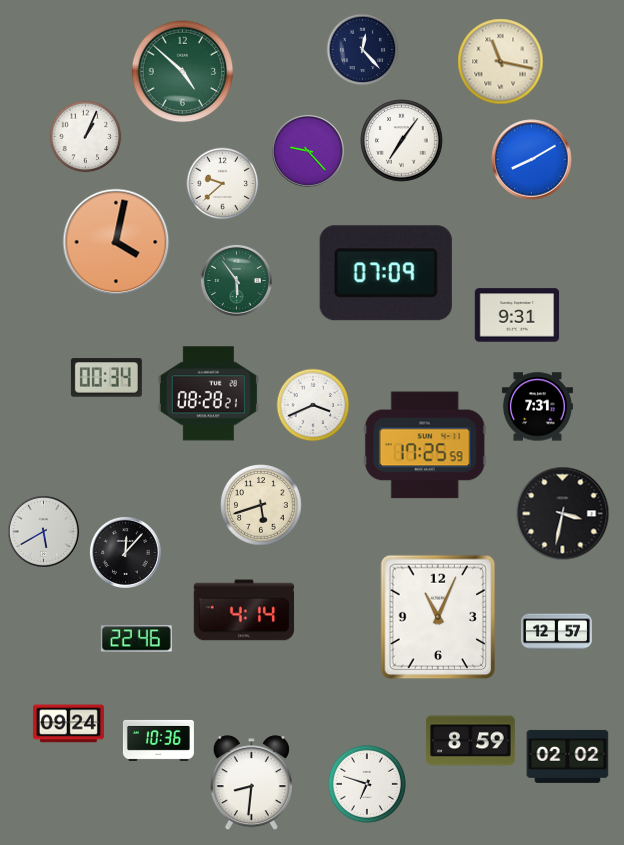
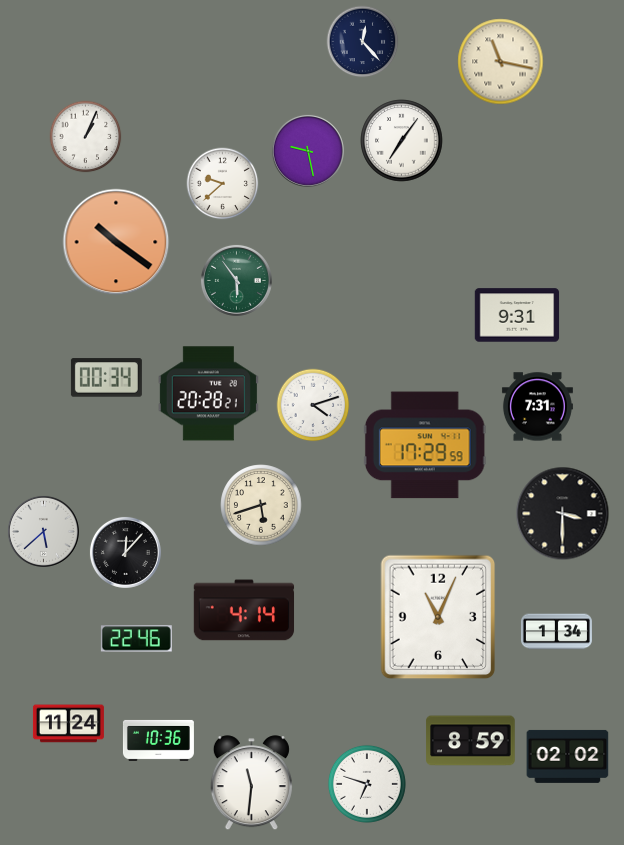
clock at (363, 50) position: (363, 50) -> (363, 42)
clock at (183, 72): 4:52 -> none
clock at (308, 151): 9:23 -> 9:28
clock at (532, 160): 8:10 -> none
clock at (116, 242): 4:02 -> 10:21
clock at (386, 273): 07:09 -> none
clock at (208, 394): 08:28 -> 20:28
clock at (313, 405): 3:41 -> 4:12
clock at (425, 445): 17:25 -> 17:29
clock at (563, 514): 3:32 -> 3:30
clock at (43, 531): 5:40 -> 5:38
clock at (556, 632): 12:57 -> 1:34
clock at (68, 724): 09:24 -> 11:24
clock at (251, 783): 8:31 -> 11:31
